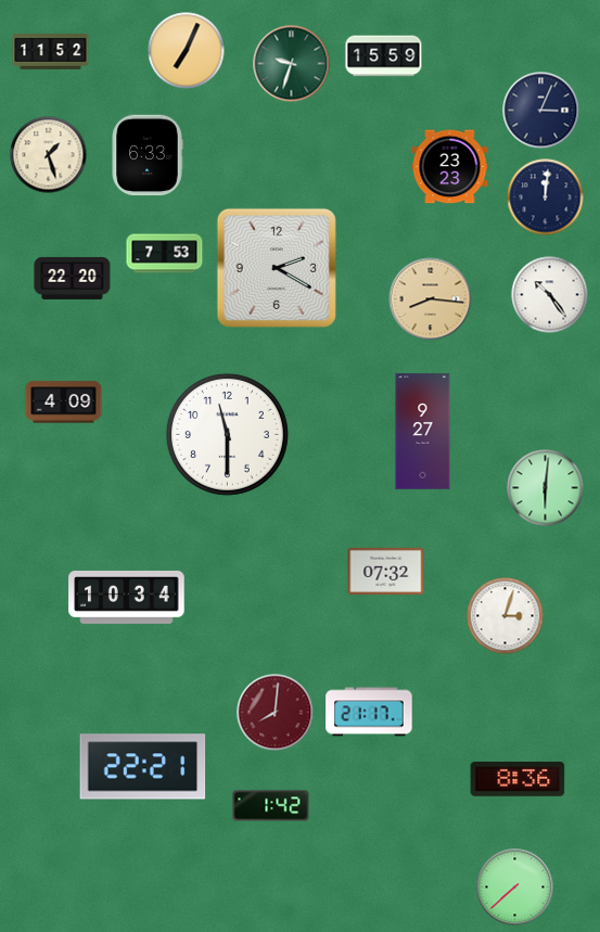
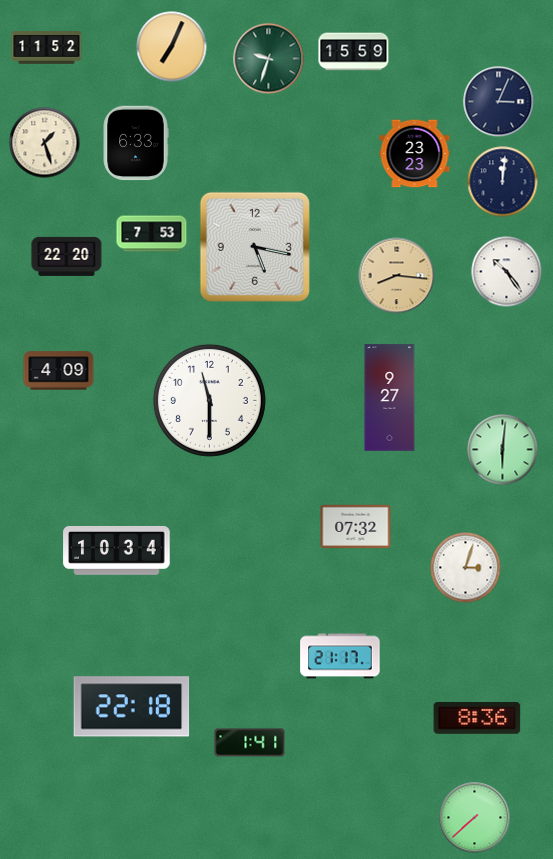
clock at (277, 268): 2:20 -> 5:17
clock at (276, 713): 8:01 -> none
clock at (143, 767): 22:21 -> 22:18
clock at (271, 806): 1:42 -> 1:41
